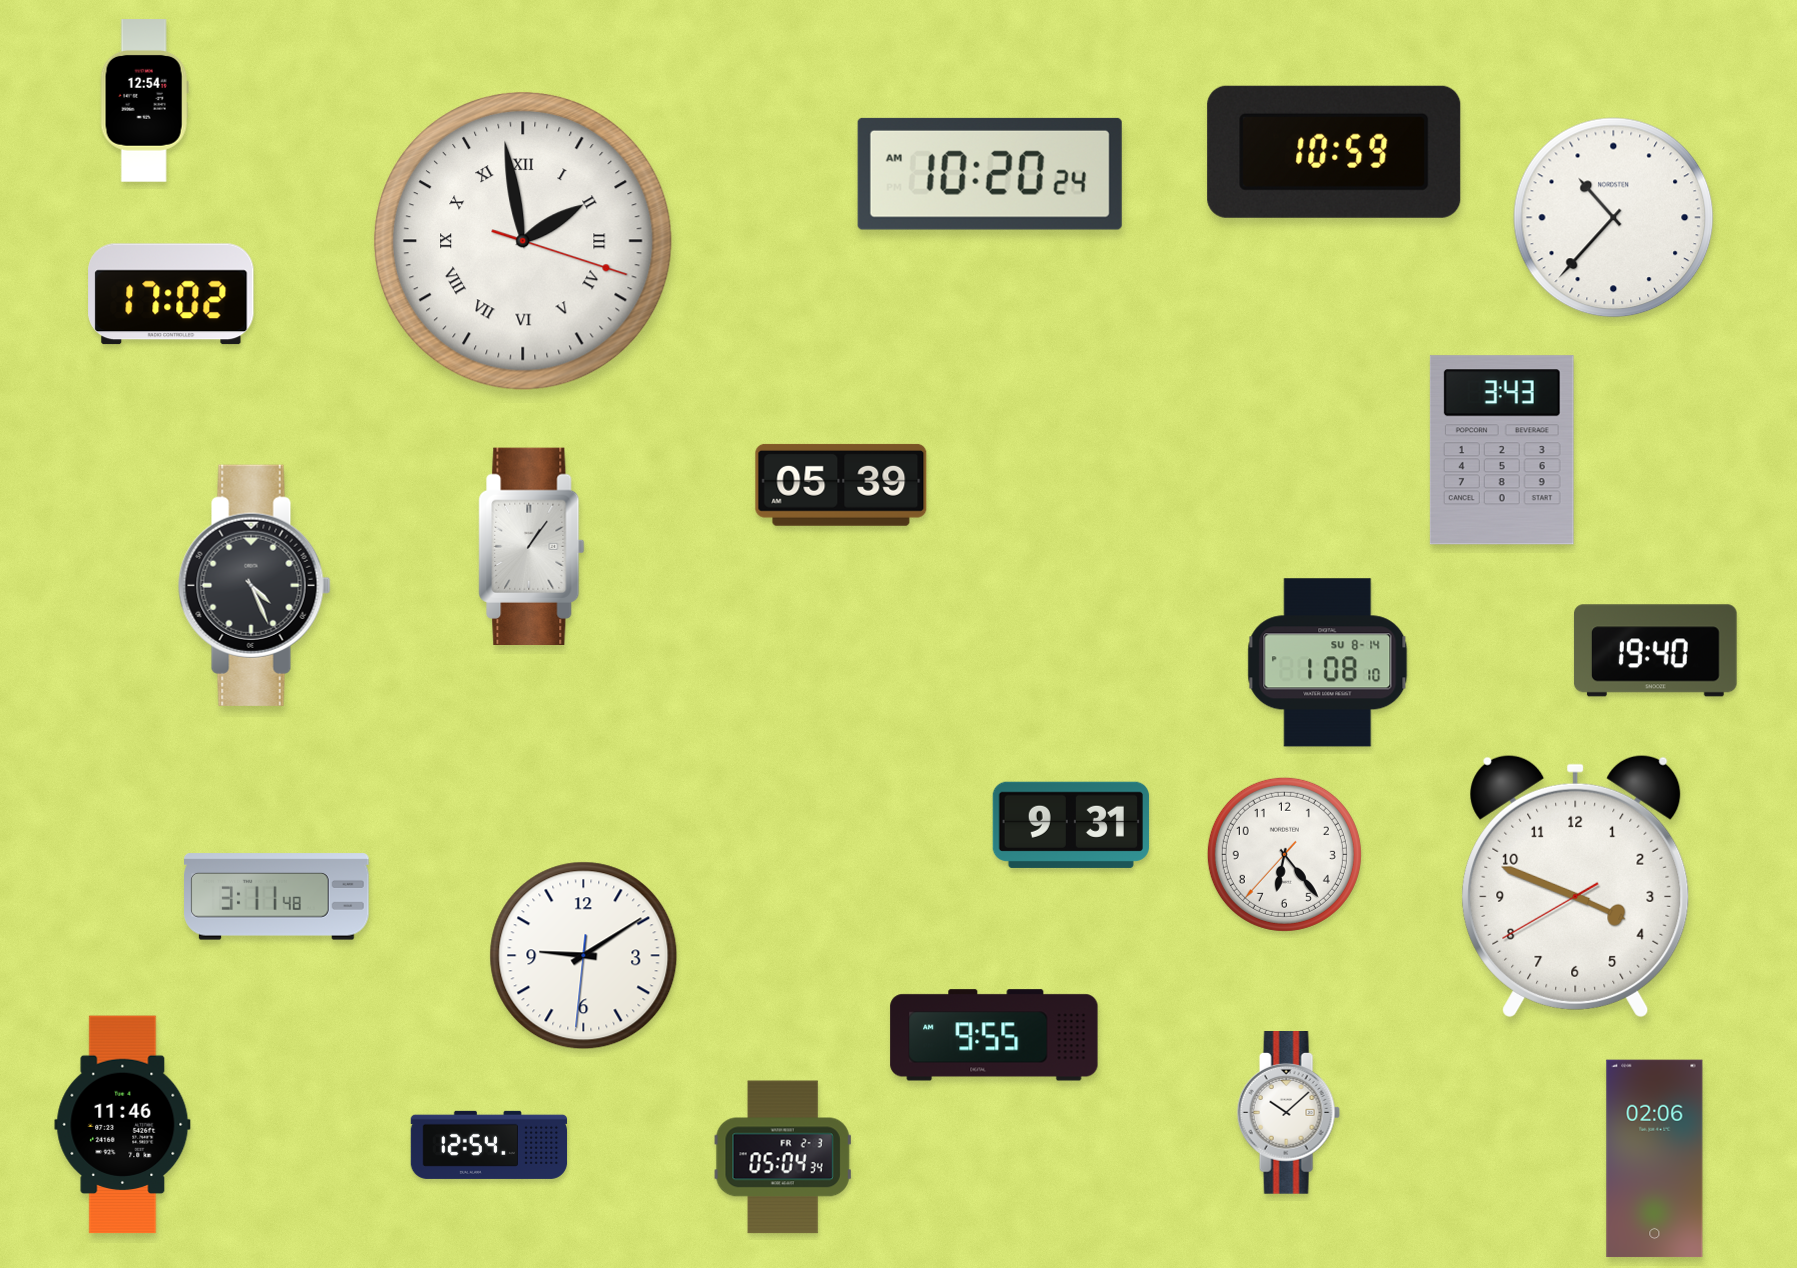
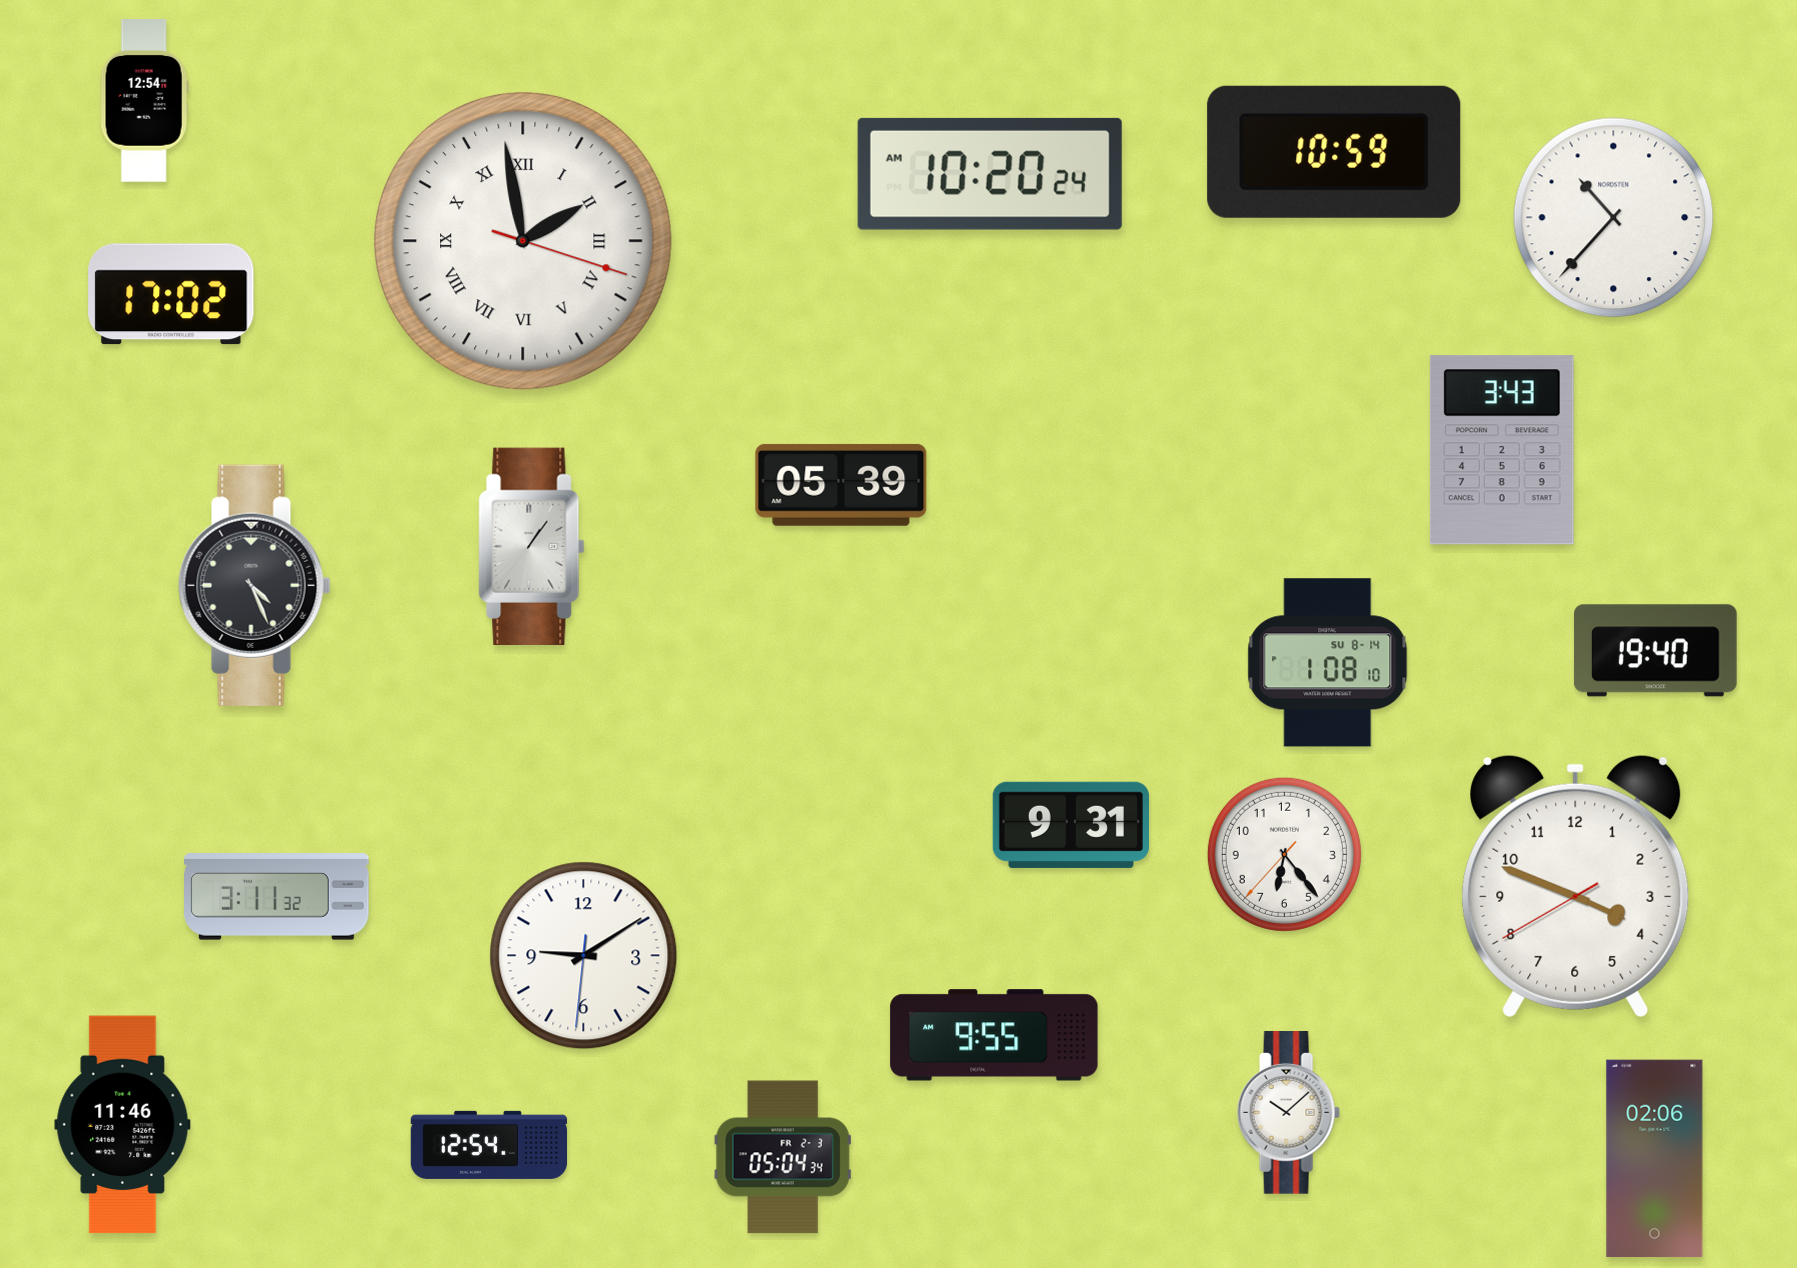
clock at (277, 897): 3:11:48 -> 3:11:32
